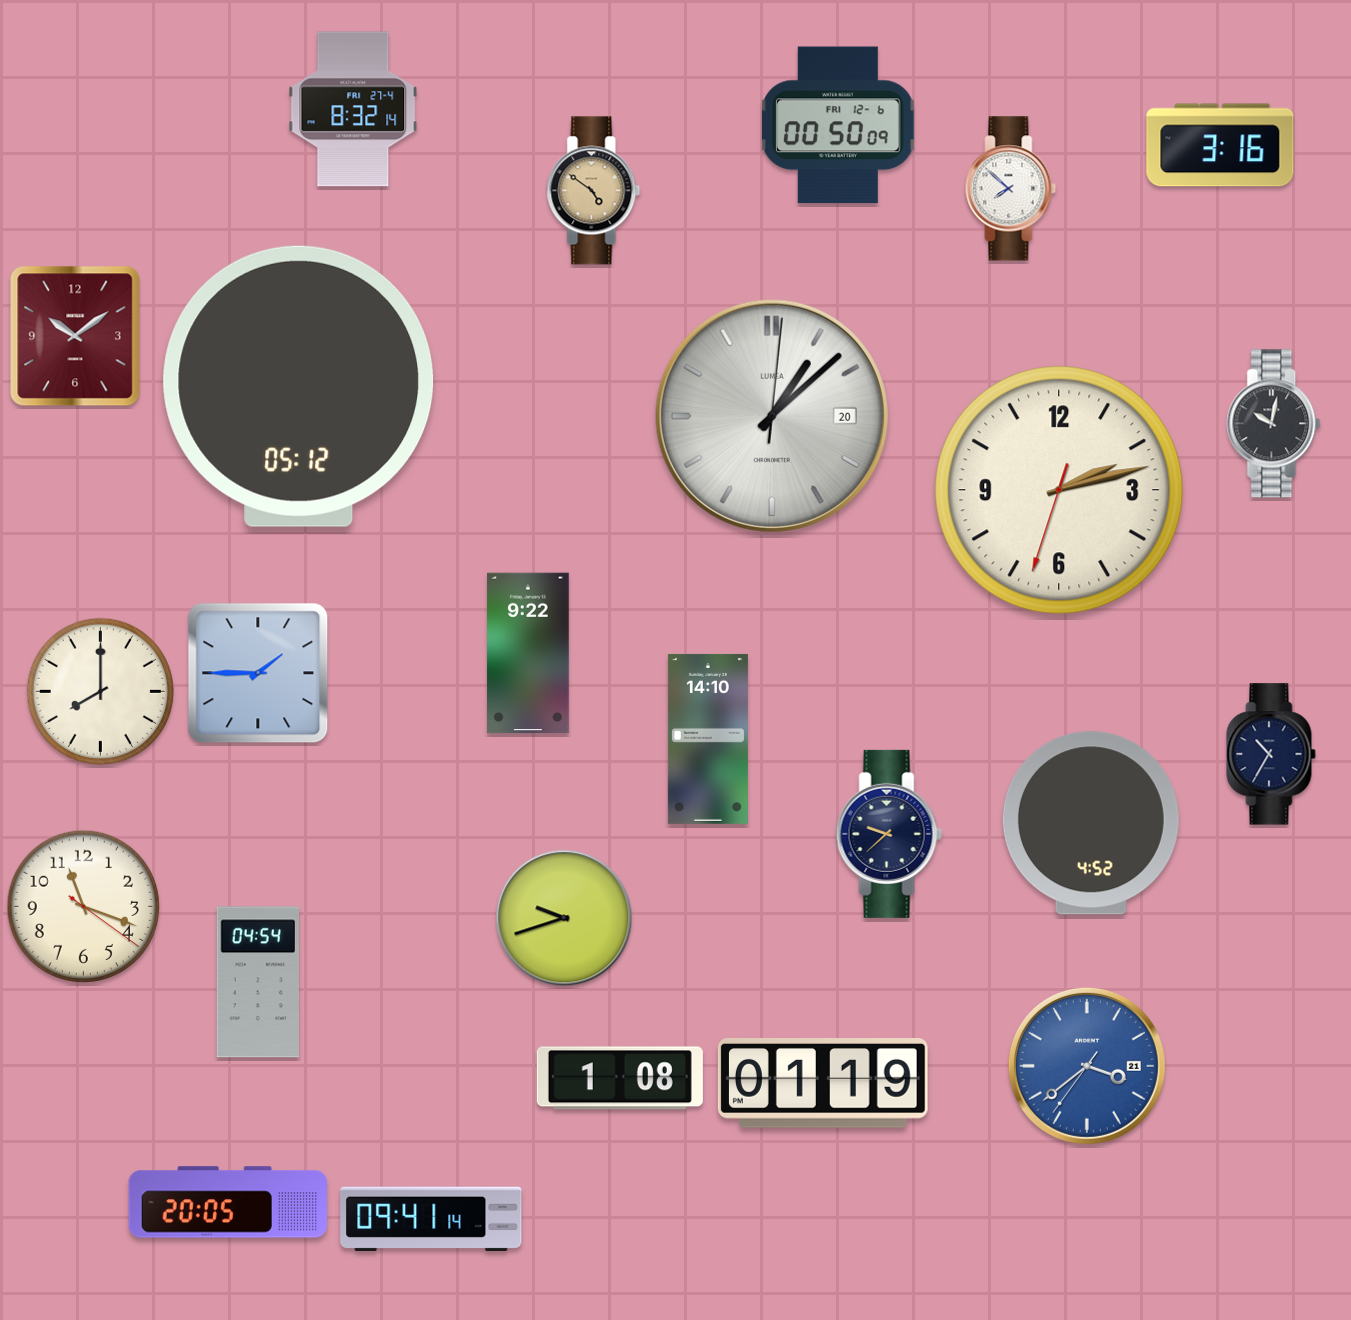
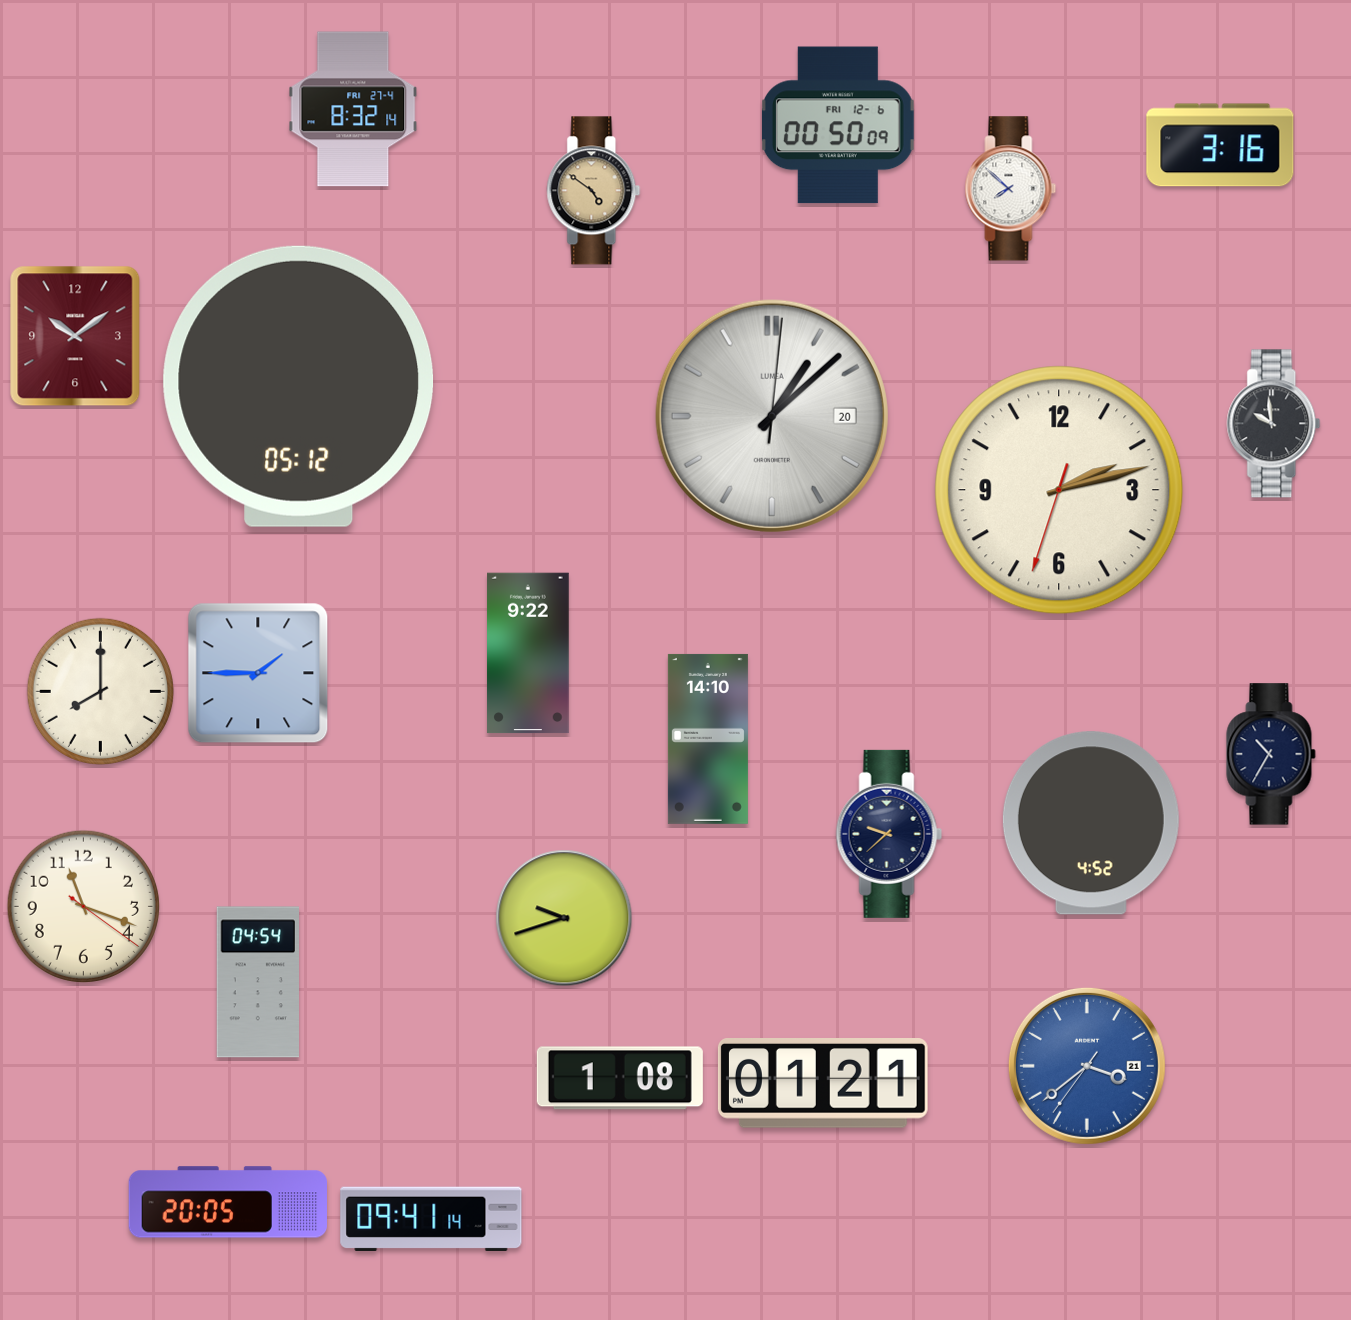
clock at (1274, 424): 10:02 -> 9:59
clock at (823, 1084): 01:19 -> 01:21
